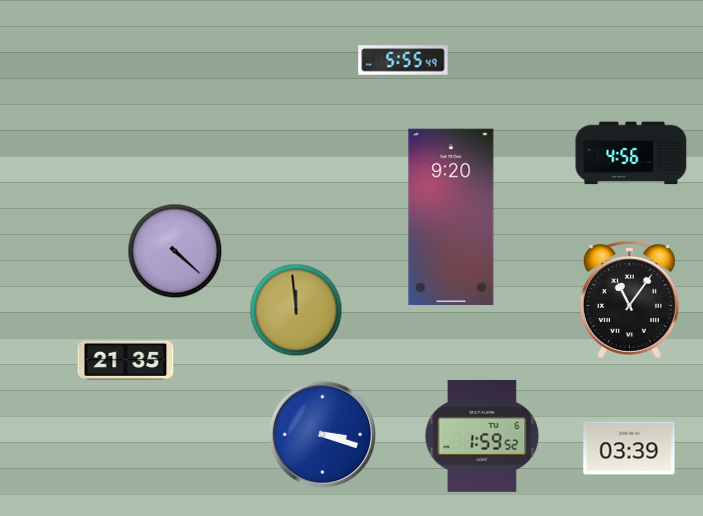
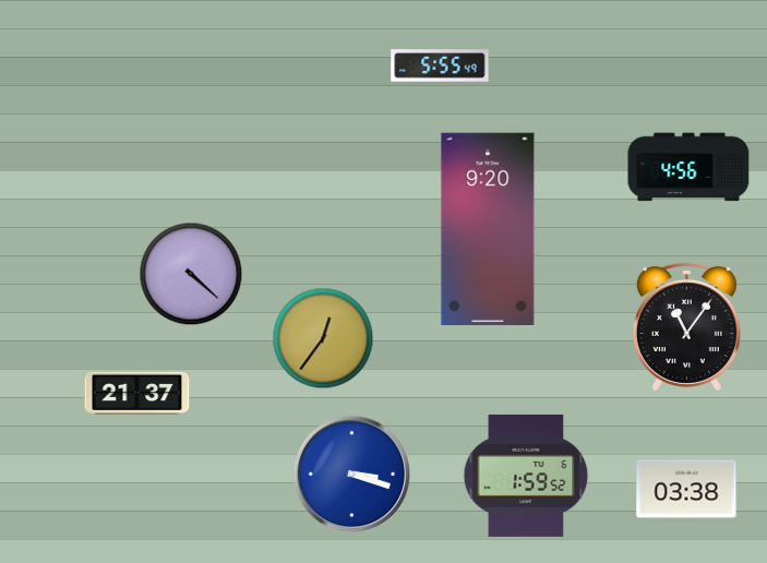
clock at (451, 217) position: (451, 217) -> (488, 229)
clock at (296, 310): 11:59 -> 12:36
clock at (126, 360): 21:35 -> 21:37
clock at (629, 448): 03:39 -> 03:38
